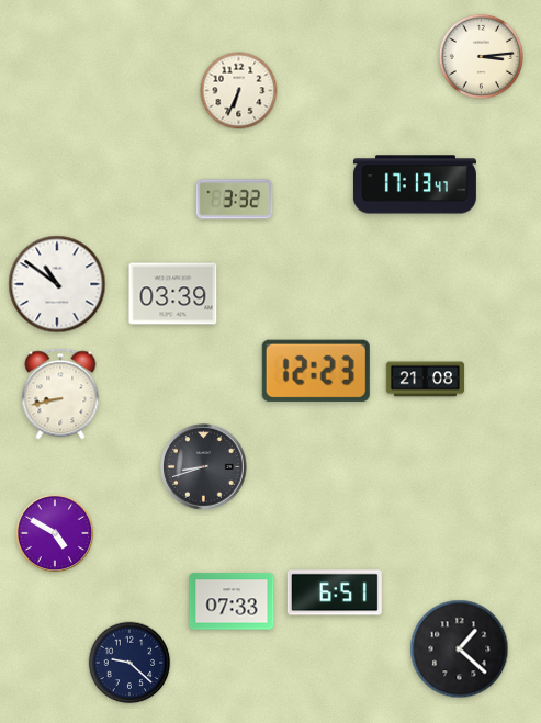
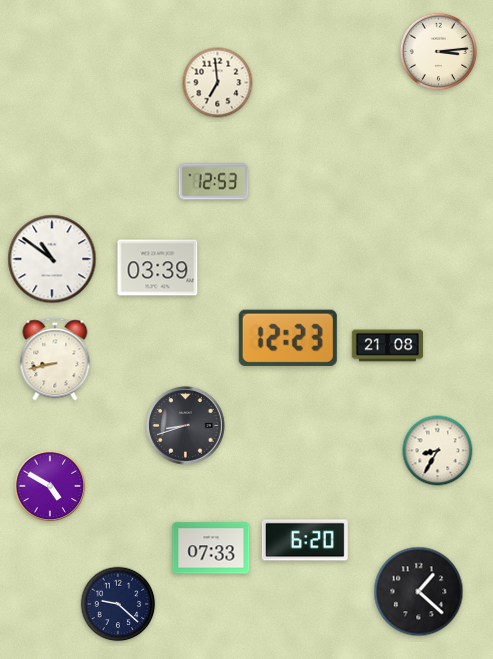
clock at (239, 91): 6:34 -> 6:59
clock at (415, 184): 17:13 -> none
clock at (235, 200): 3:32 -> 12:53
clock at (438, 451): none -> 8:35
clock at (335, 592): 6:51 -> 6:20
